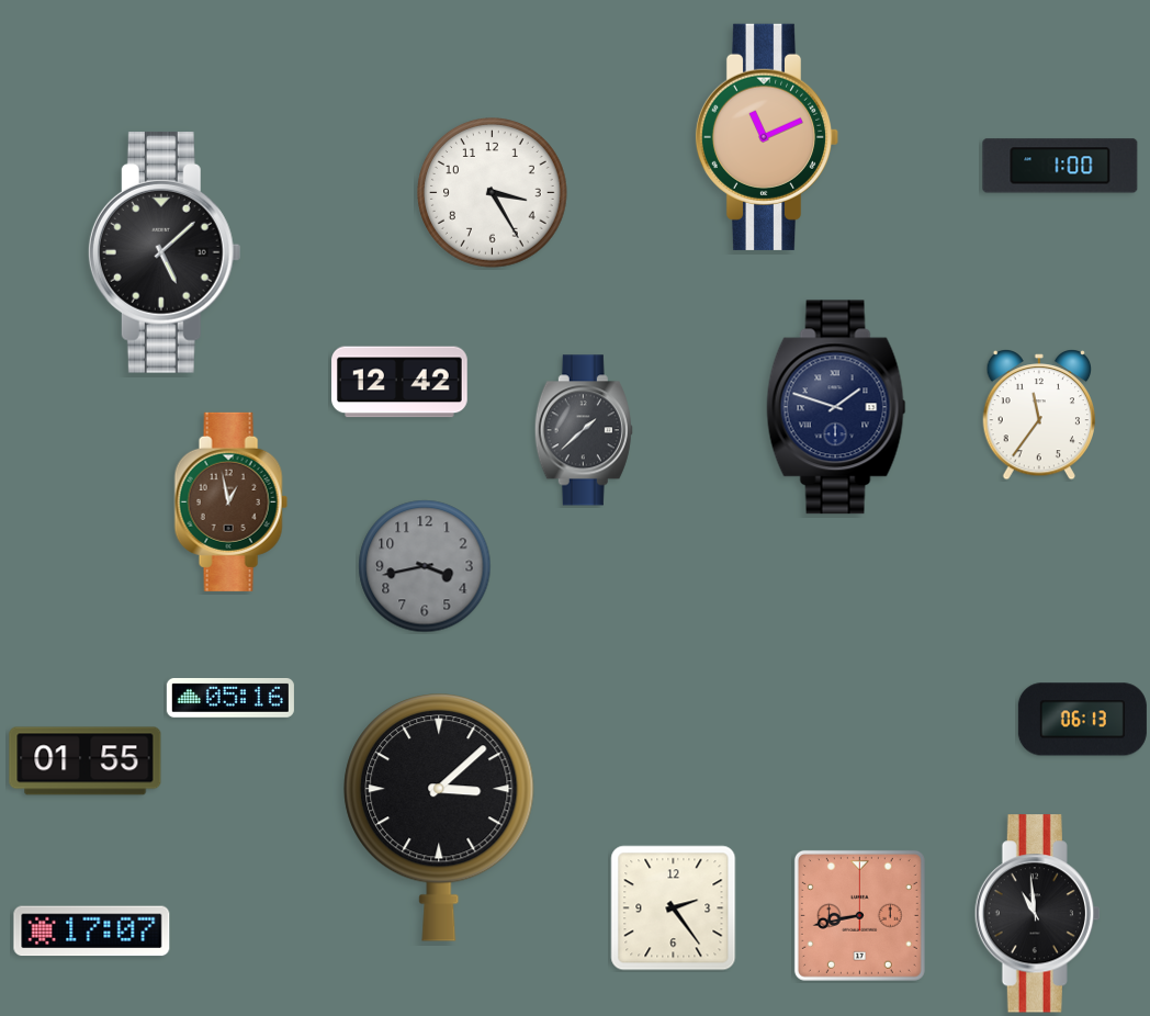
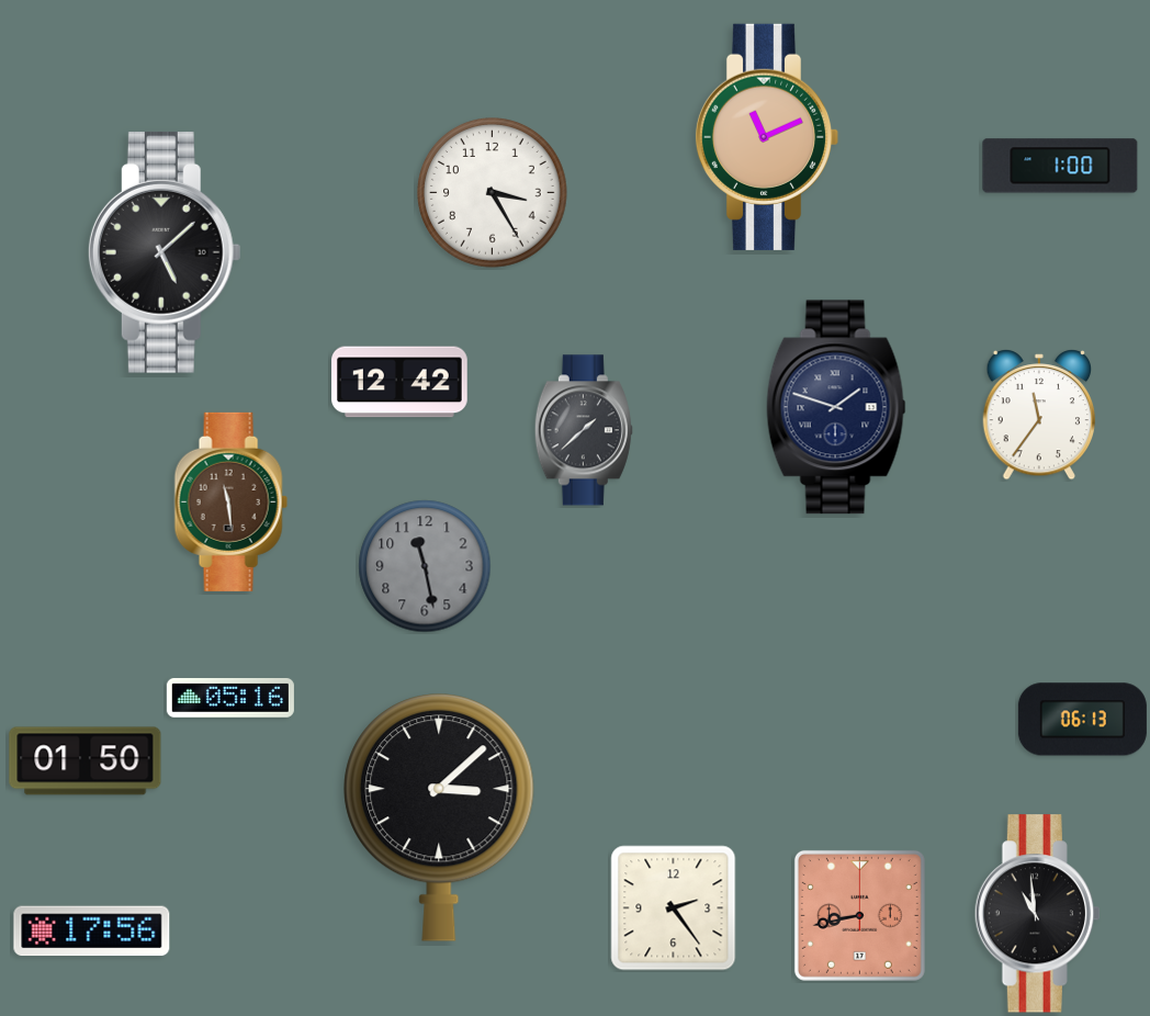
clock at (230, 501): 12:58 -> 11:29
clock at (425, 566): 3:43 -> 11:28
clock at (86, 761): 01:55 -> 01:50
clock at (92, 932): 17:07 -> 17:56
